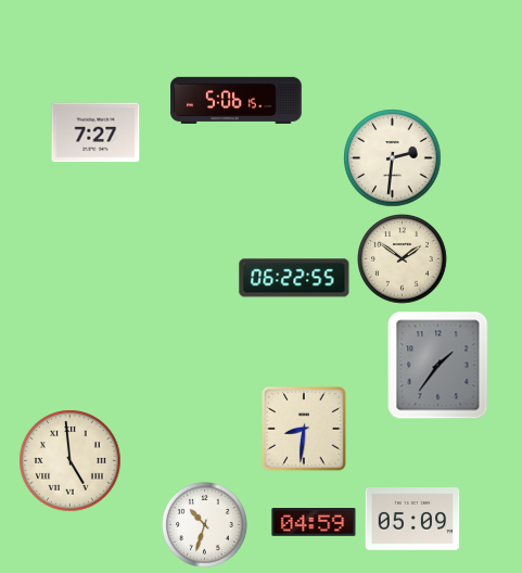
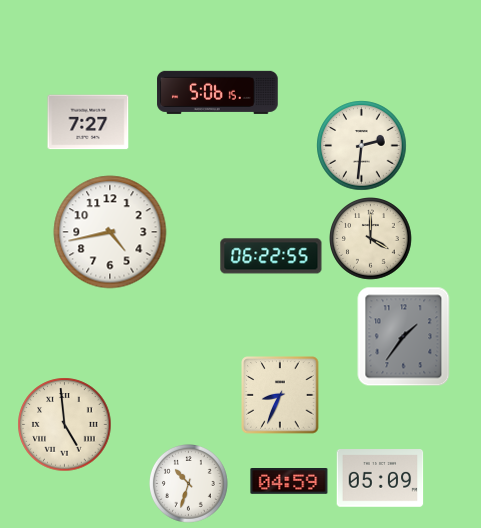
clock at (110, 232): none -> 4:43
clock at (403, 259): 1:51 -> 4:00
clock at (304, 429): 8:31 -> 8:34
